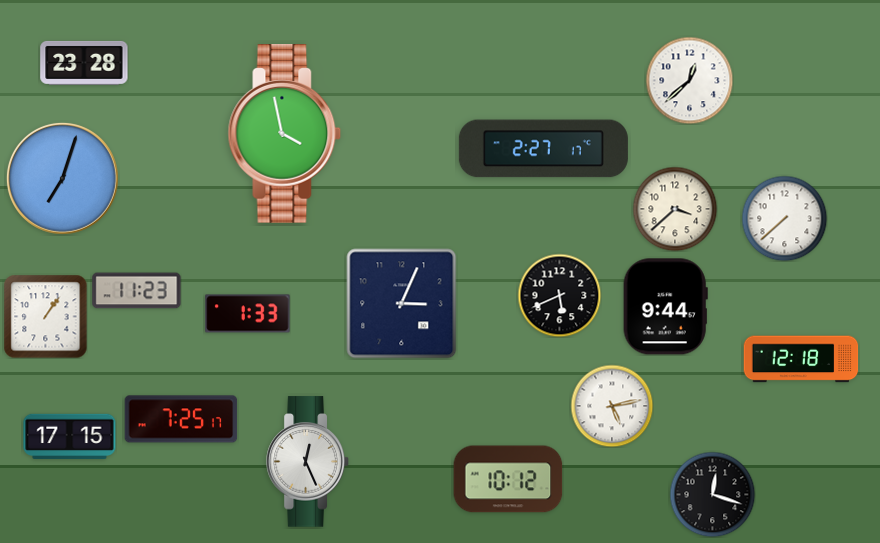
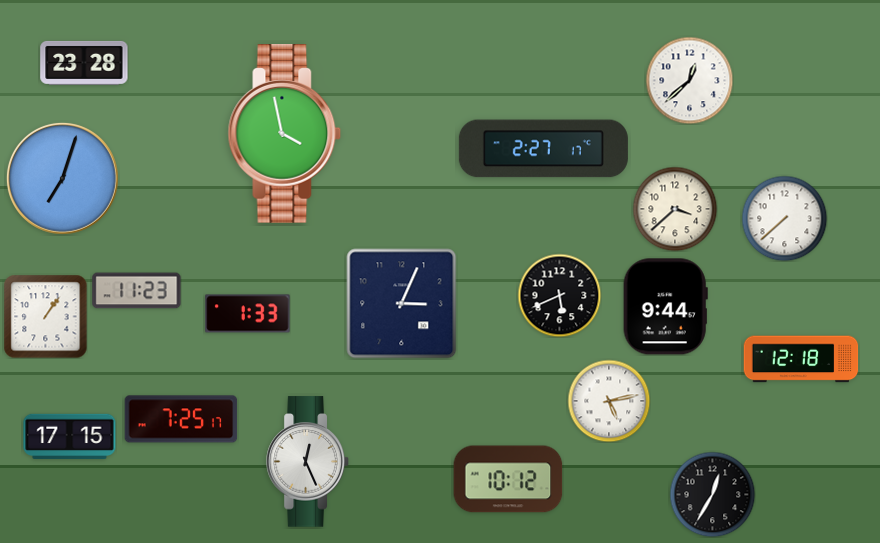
clock at (612, 406) position: (612, 406) -> (609, 401)
clock at (712, 494): 12:18 -> 12:35
